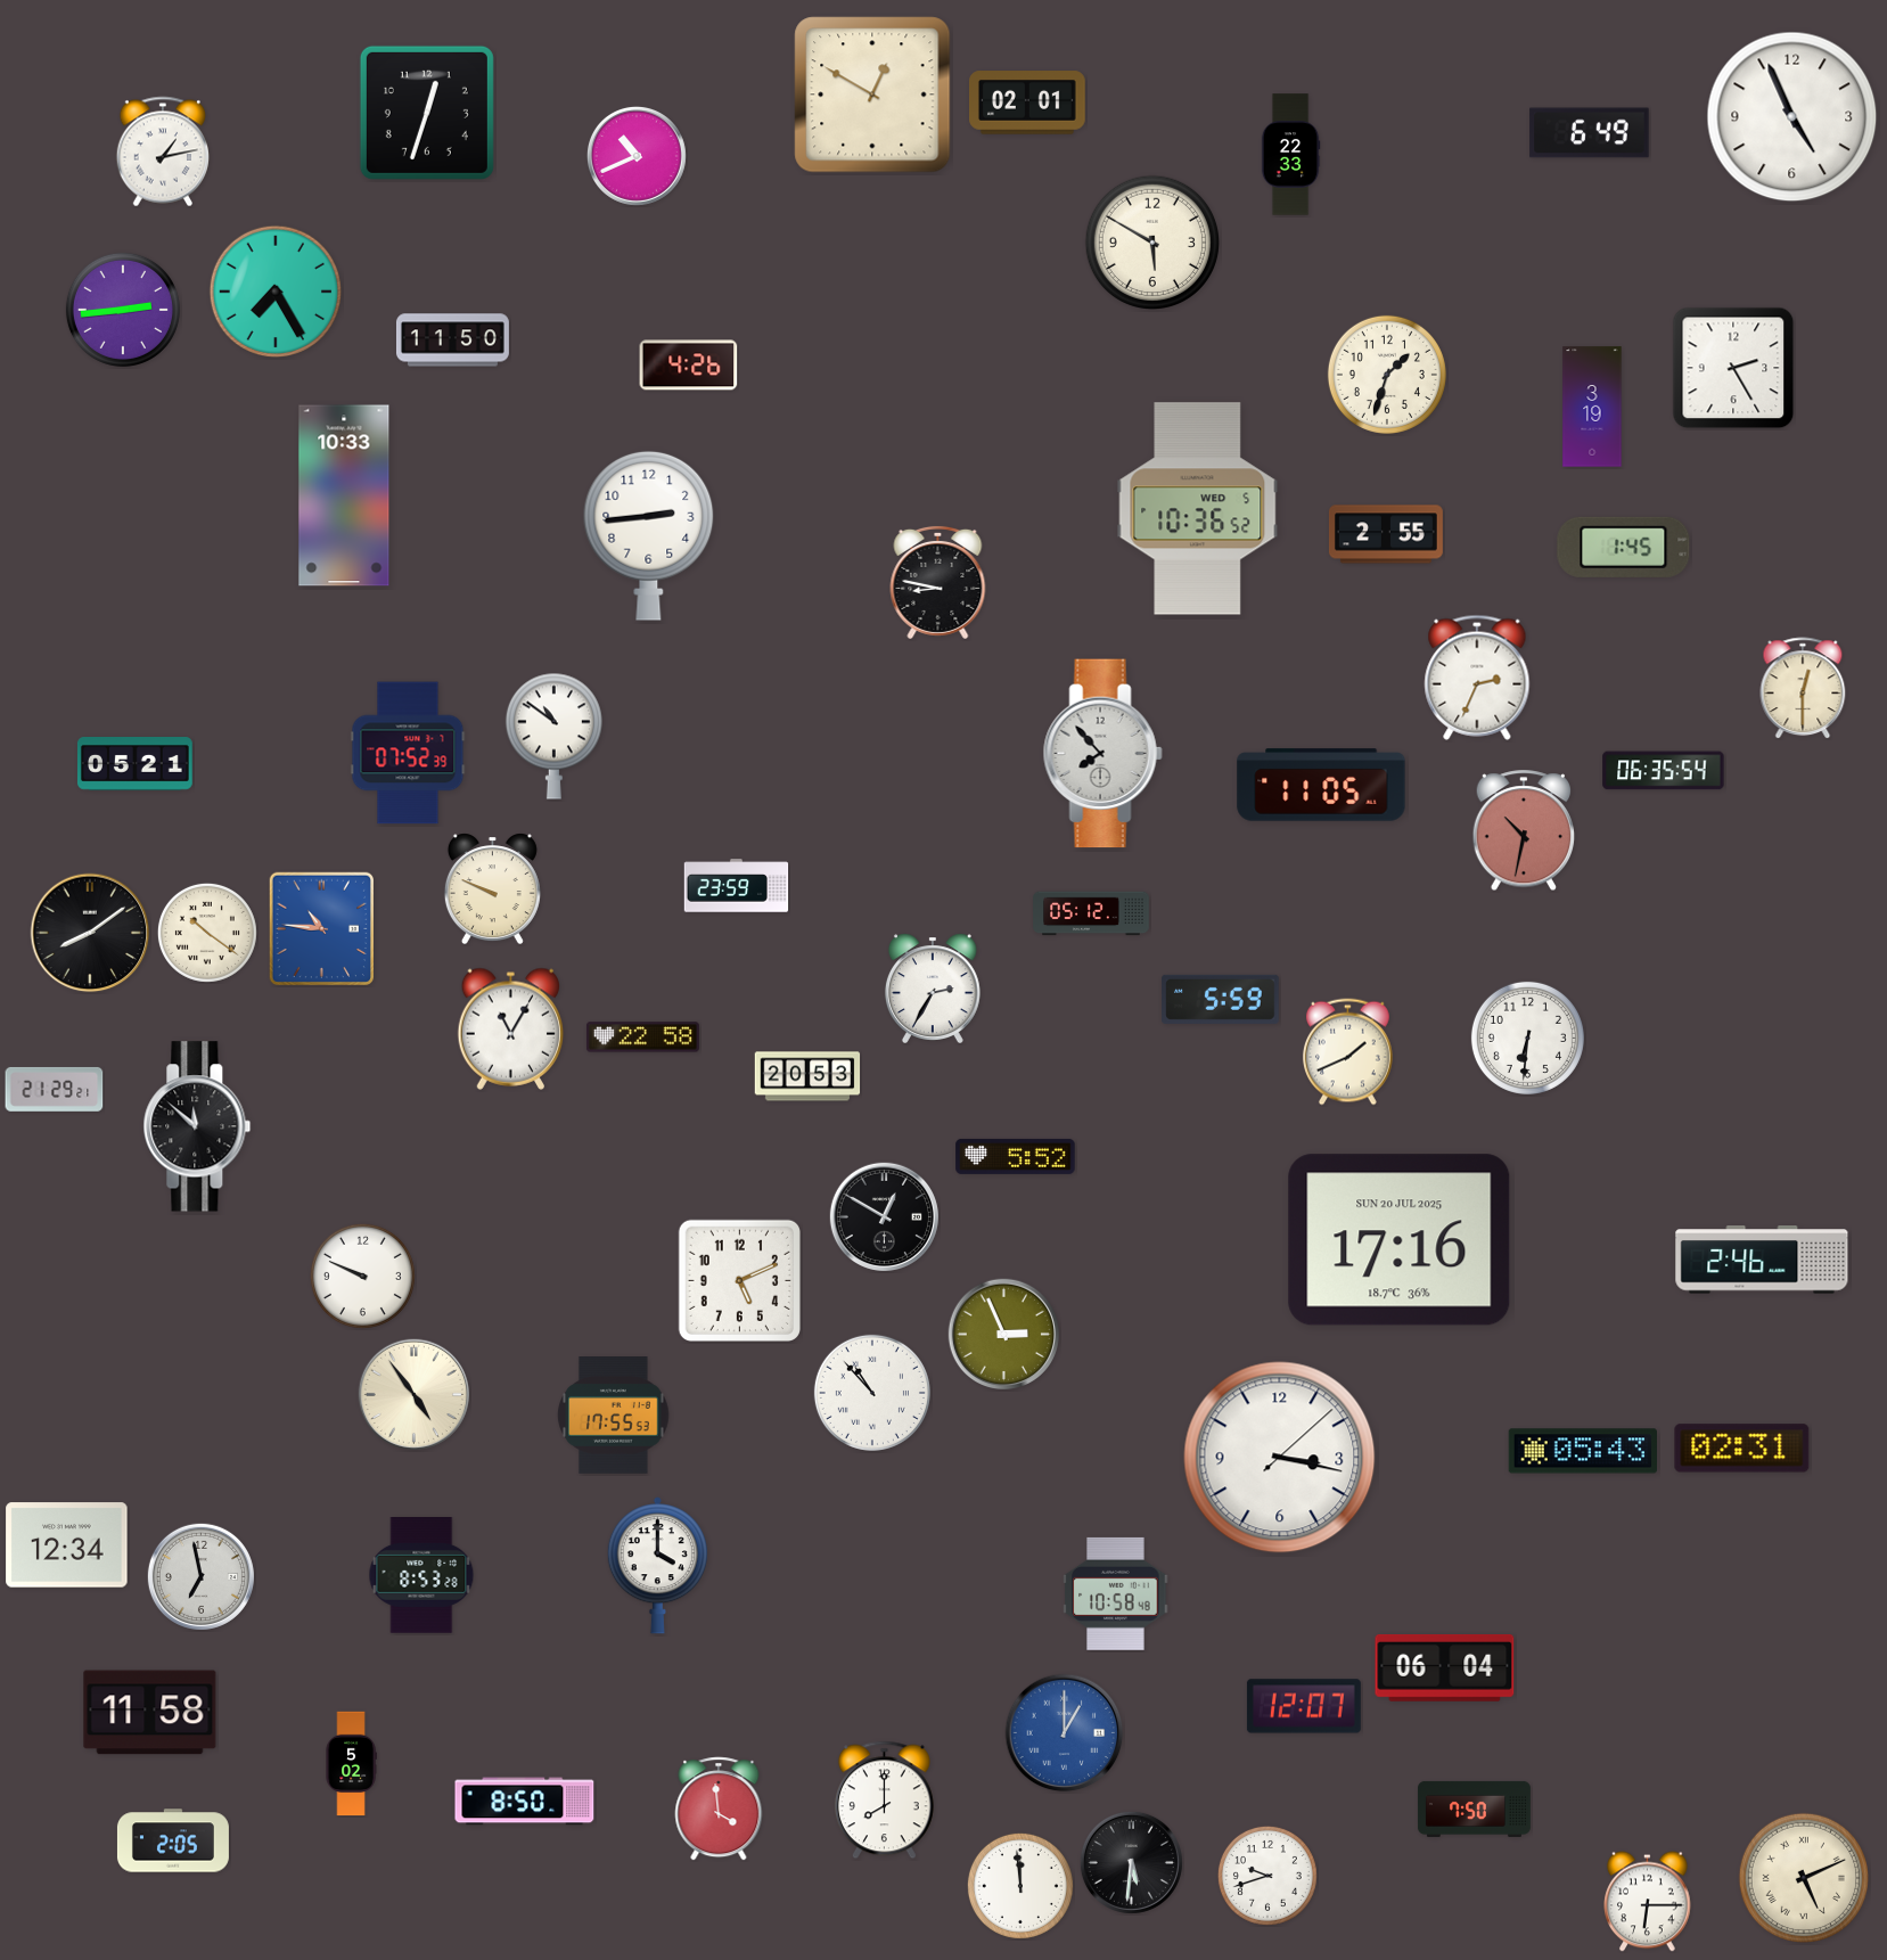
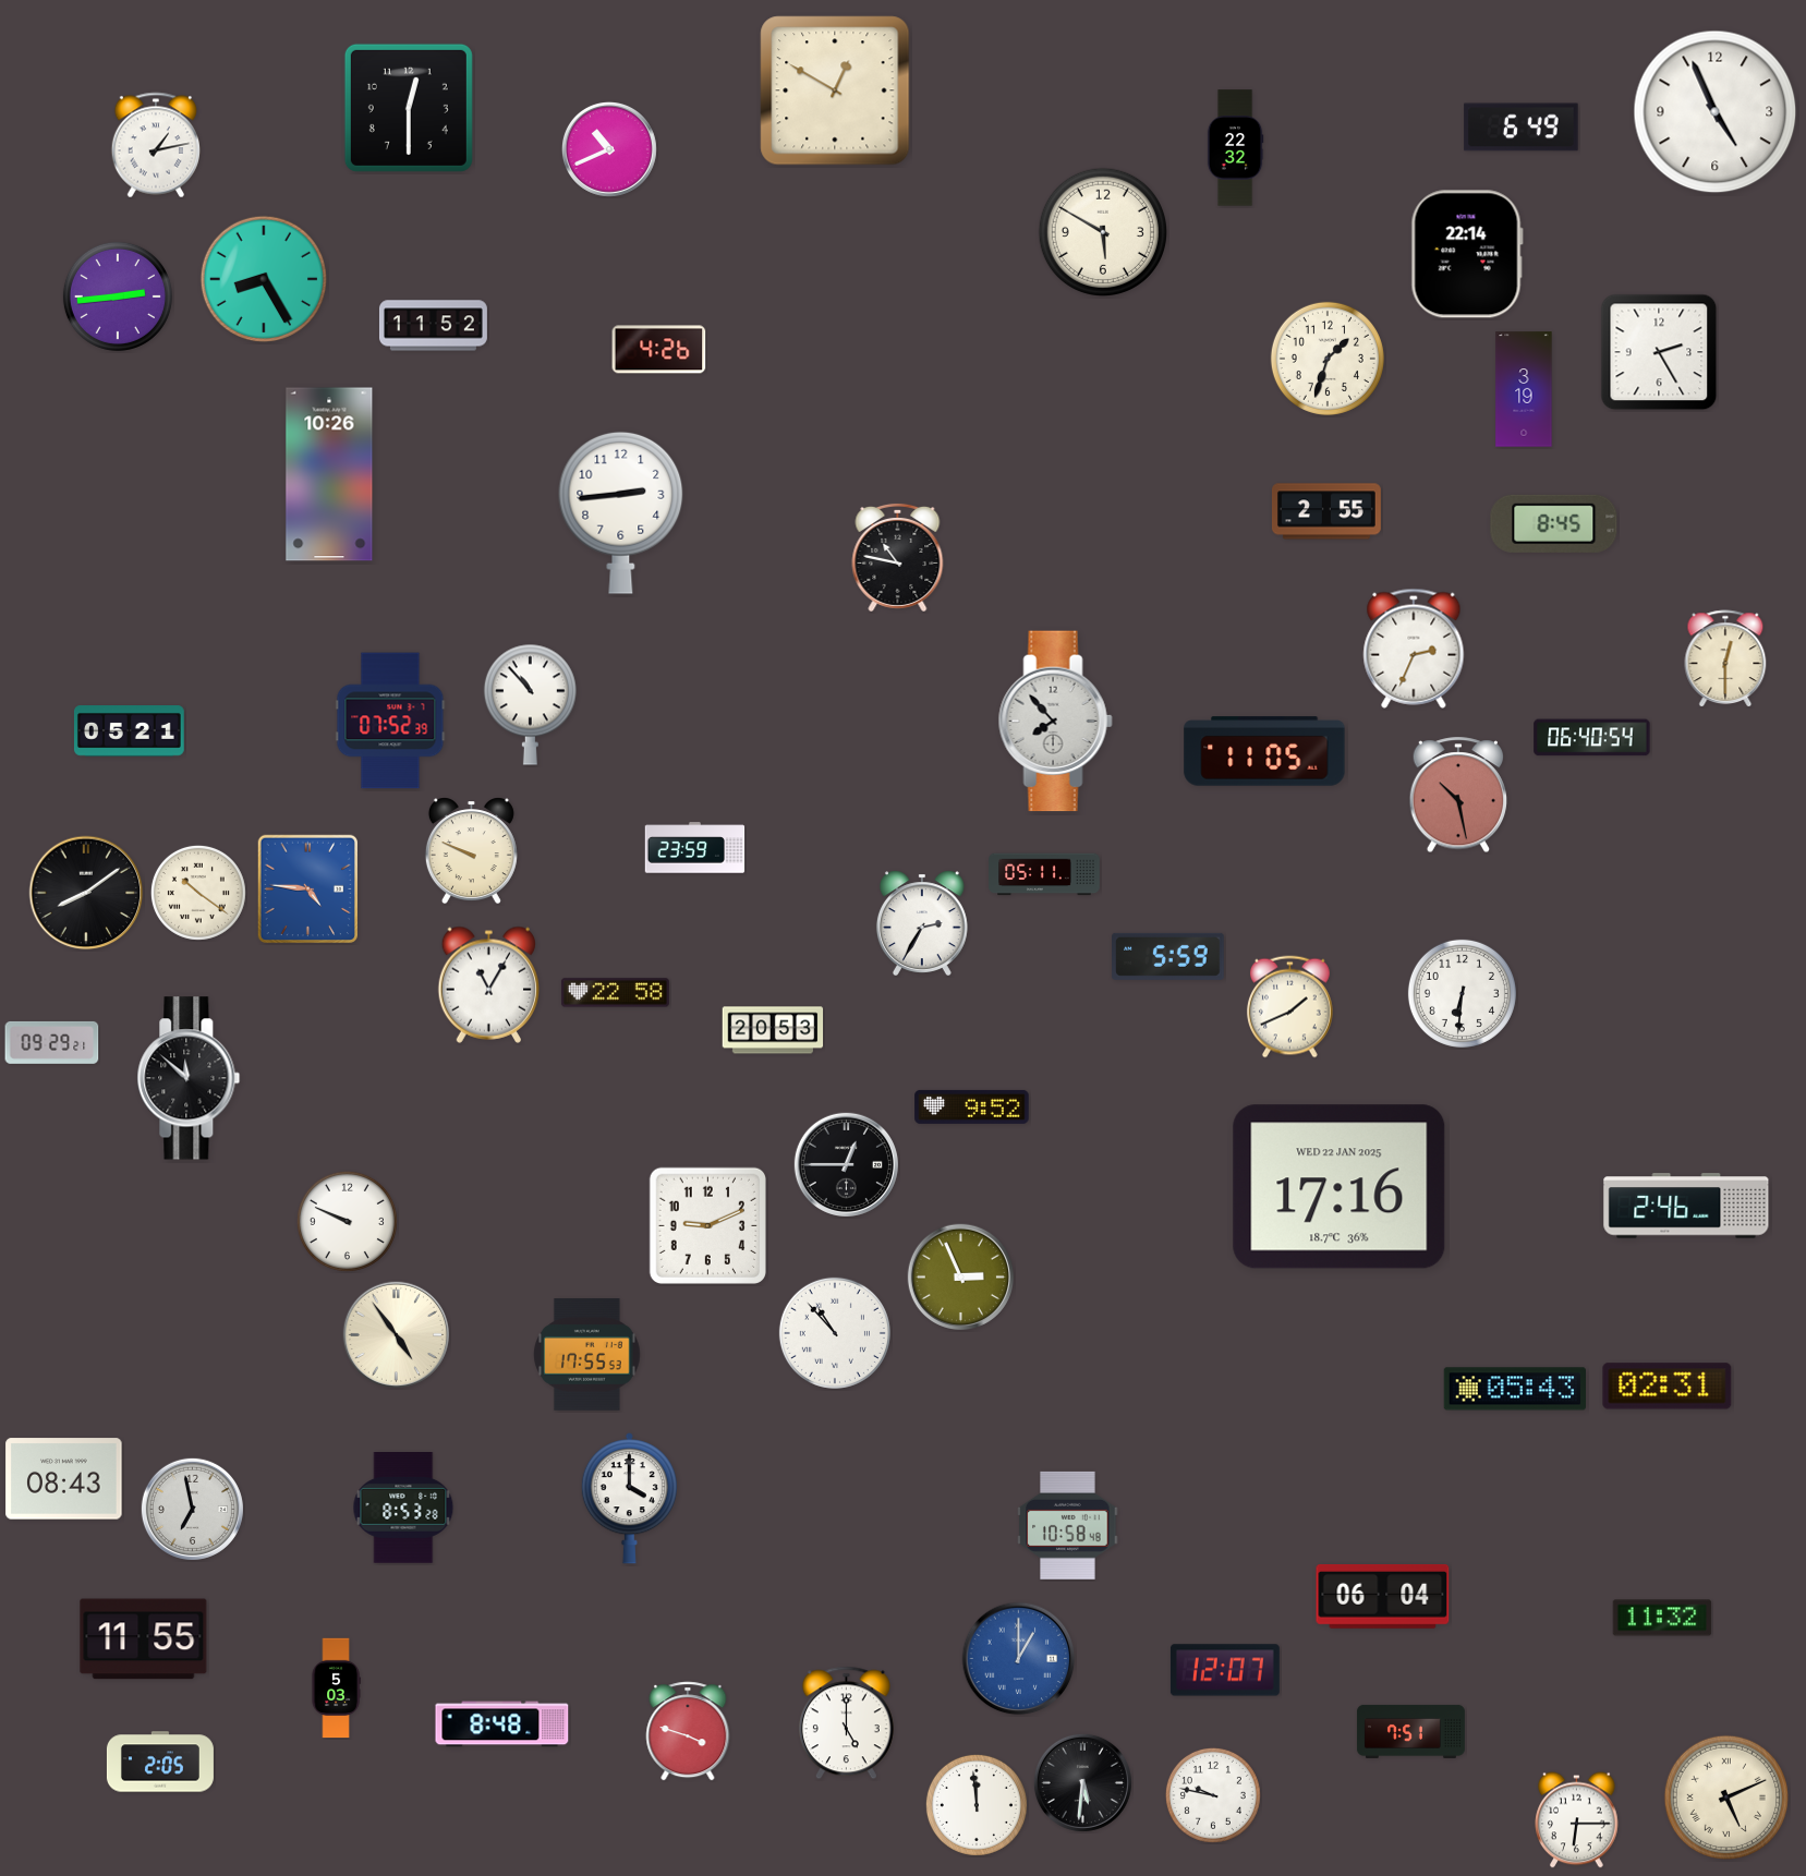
clock at (1028, 102): 02:01 -> none
clock at (427, 113): 12:33 -> 12:30
clock at (1290, 155): 22:33 -> 22:32
clock at (1467, 254): none -> 22:14
clock at (274, 290): 7:25 -> 8:25
clock at (452, 341): 11:50 -> 11:52
clock at (344, 495): 10:33 -> 10:26
clock at (1198, 509): 10:36 -> none
clock at (1624, 547): 1:45 -> 8:45
clock at (938, 582): 8:47 -> 10:47
clock at (553, 736): 10:51 -> 10:53
clock at (1664, 771): 06:35 -> 06:40
clock at (1524, 831): 10:32 -> 10:28
clock at (737, 886) position: (737, 886) -> (695, 848)
clock at (1091, 913): 05:12 -> 05:11
clock at (321, 929): 10:46 -> 4:46
clock at (933, 989) position: (933, 989) -> (922, 923)
clock at (55, 1089): 21:29 -> 09:29
clock at (1016, 1156): 5:52 -> 9:52
clock at (884, 1216): 12:50 -> 12:45
clock at (1400, 1240) date: SUN 20 JUL 2025 -> WED 22 JAN 2025
clock at (739, 1280): 5:11 -> 9:11
clock at (1280, 1458): 3:17 -> none
clock at (67, 1545): 12:34 -> 08:43
clock at (1662, 1618): none -> 11:32
clock at (1304, 1706) position: (1304, 1706) -> (1225, 1670)
clock at (150, 1713): 11:58 -> 11:55
clock at (351, 1764): 5:02 -> 5:03
clock at (884, 1801): 8:00 -> 5:00
clock at (525, 1802): 8:50 -> 8:48
clock at (719, 1809): 3:59 -> 3:48
clock at (1474, 1809): 7:50 -> 7:51
clock at (173, 1840) position: (173, 1840) -> (160, 1762)
clock at (1267, 1876): 9:42 -> 9:47
